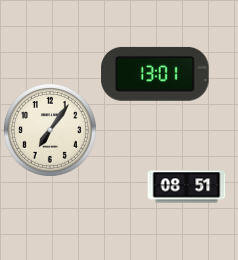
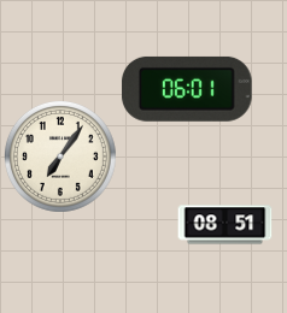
clock at (155, 74): 13:01 -> 06:01
